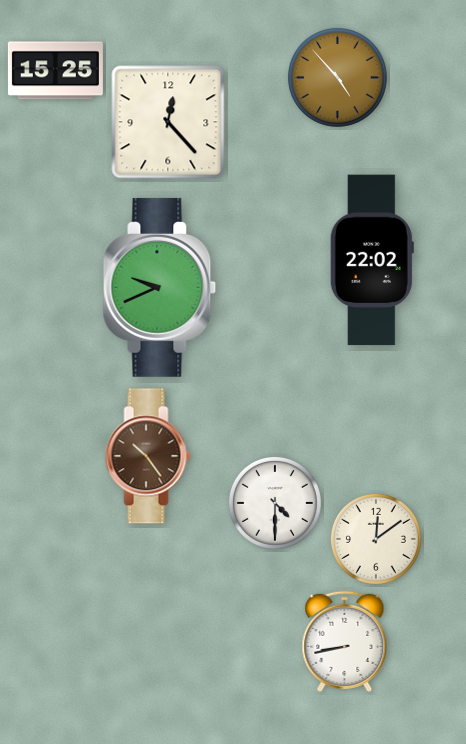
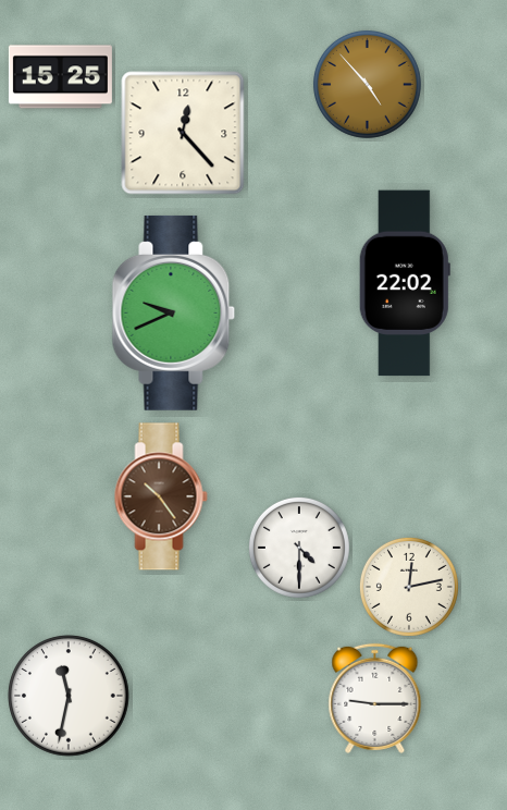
clock at (376, 539): 12:09 -> 12:13
clock at (69, 696): none -> 11:32
clock at (345, 641): 8:43 -> 9:15
